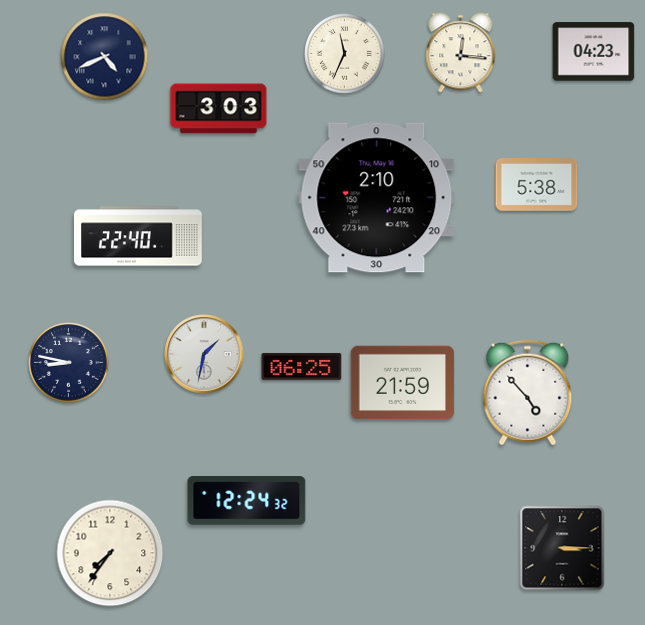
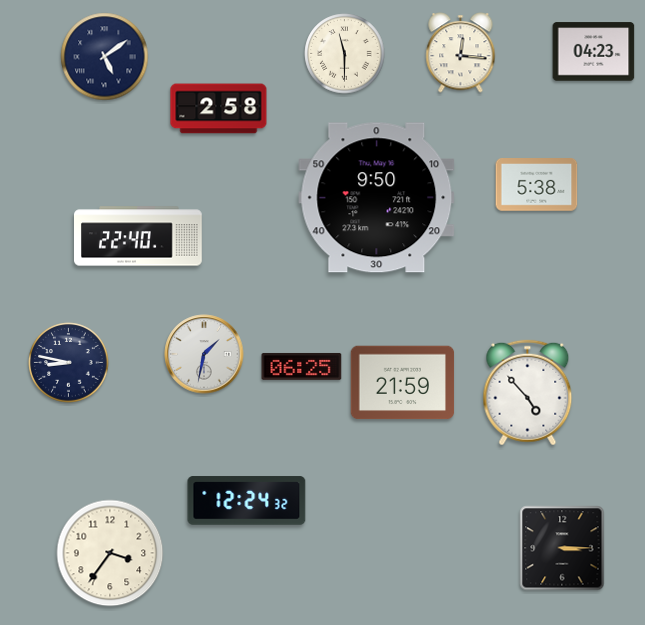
clock at (345, 54): 11:34 -> 11:30
clock at (105, 57): 4:41 -> 5:09
clock at (219, 109): 3:03 -> 2:58
clock at (377, 198): 2:10 -> 9:50
clock at (110, 553): 7:36 -> 3:36
